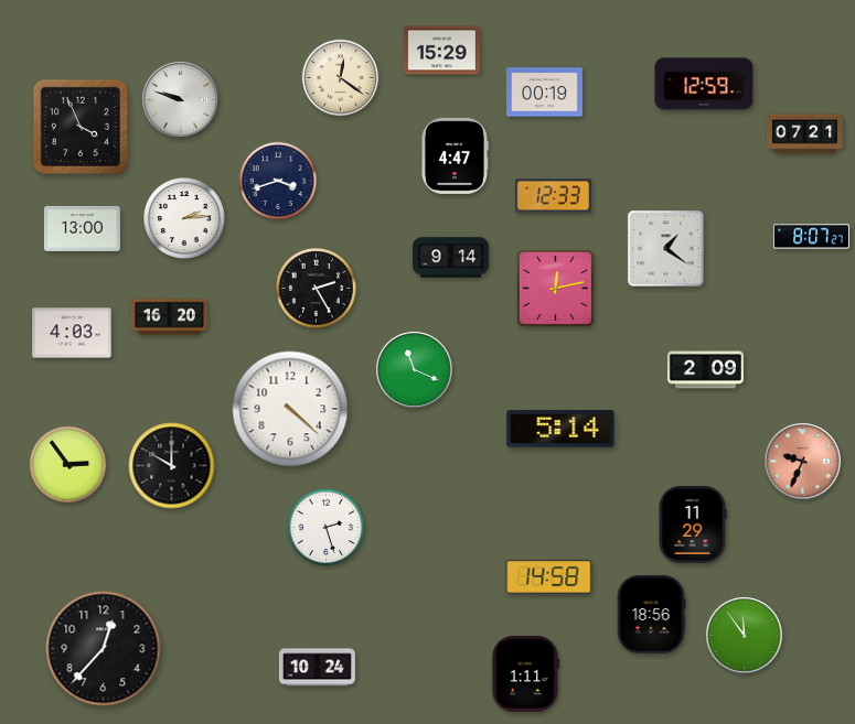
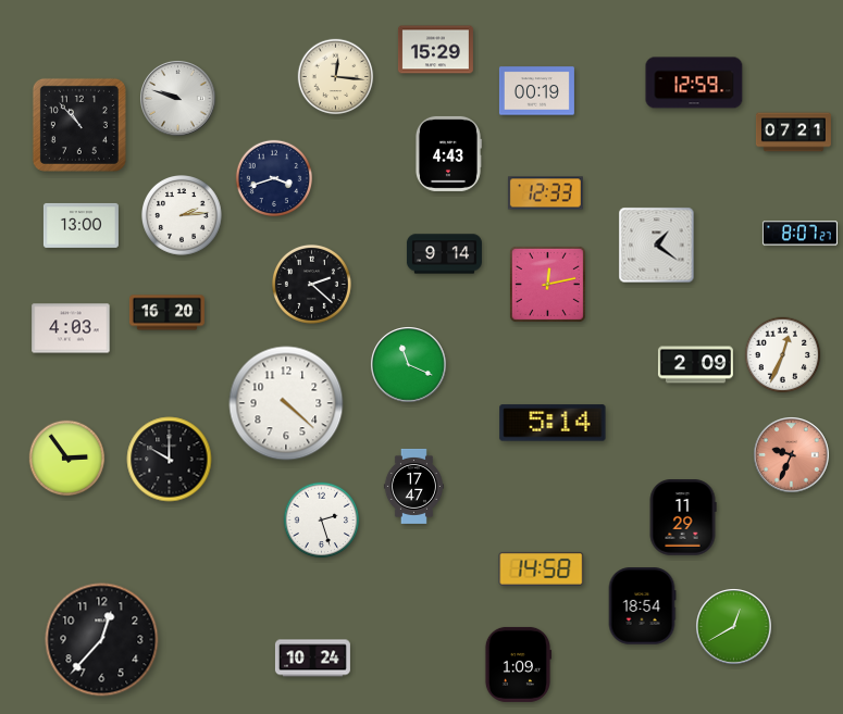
clock at (341, 78): 12:21 -> 12:16
clock at (81, 127): 3:56 -> 10:53
clock at (455, 155): 4:47 -> 4:43
clock at (316, 288): 2:25 -> 2:22
clock at (783, 355): none -> 12:34
clock at (413, 486): none -> 17:47
clock at (651, 615): 18:56 -> 18:54
clock at (745, 636): 11:54 -> 12:40
clock at (524, 673): 1:11 -> 1:09
